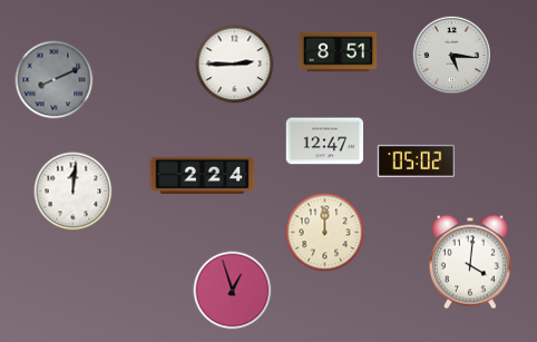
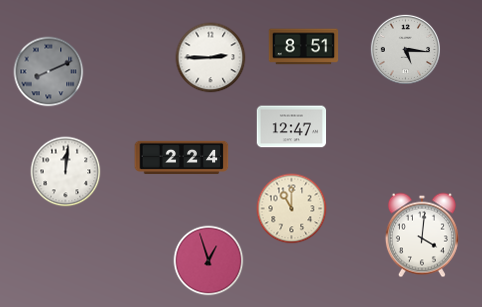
clock at (417, 160): 05:02 -> none
clock at (325, 233): 12:00 -> 11:00
